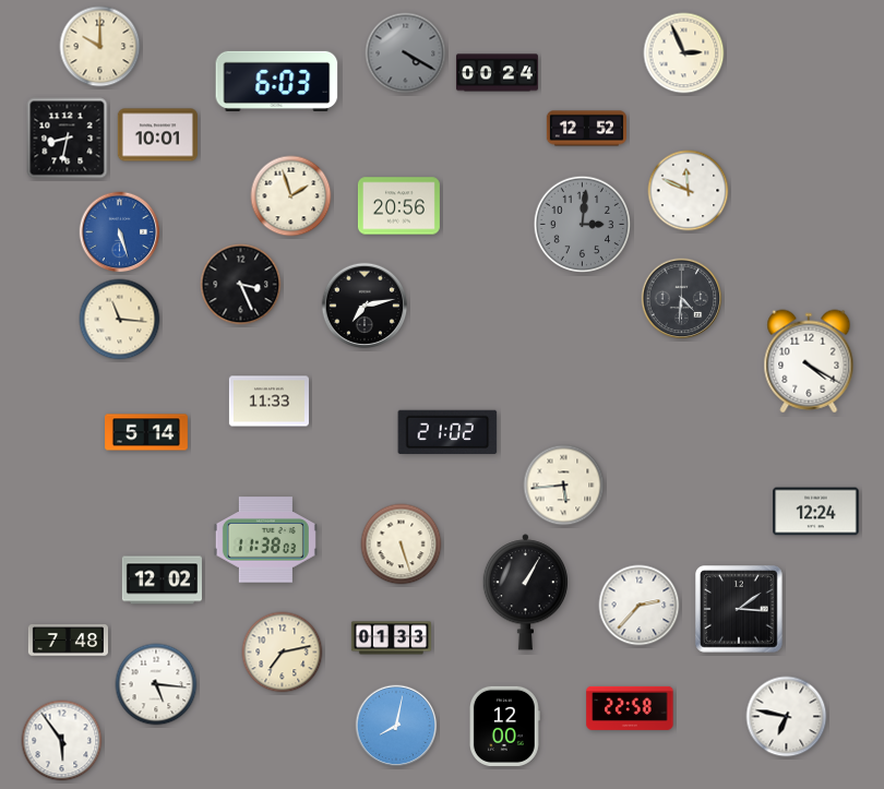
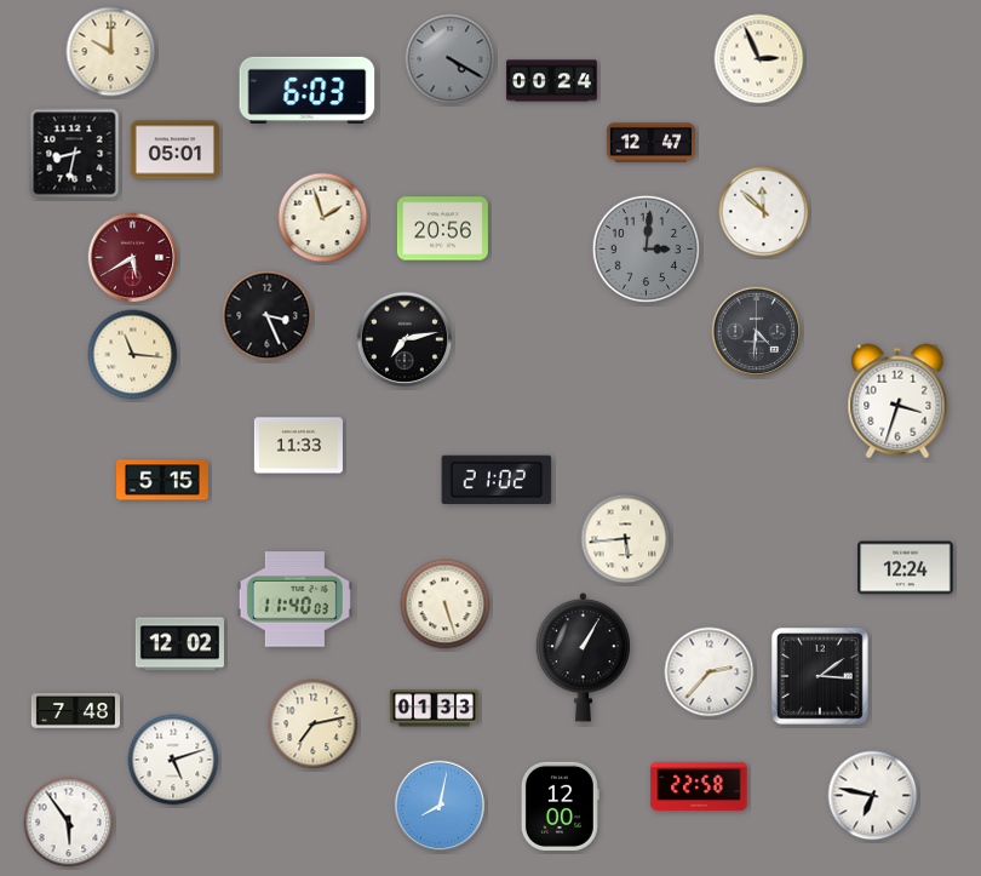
clock at (586, 129): 12:52 -> 12:47
clock at (157, 135): 10:01 -> 05:01
clock at (689, 191): 11:49 -> 11:52
clock at (120, 232): 5:27 -> 5:40
clock at (120, 232) dial: blue -> burgundy
clock at (809, 361): 4:20 -> 3:33
clock at (147, 432): 5:14 -> 5:15
clock at (265, 540): 11:38 -> 11:40
clock at (156, 684): 5:16 -> 5:12
